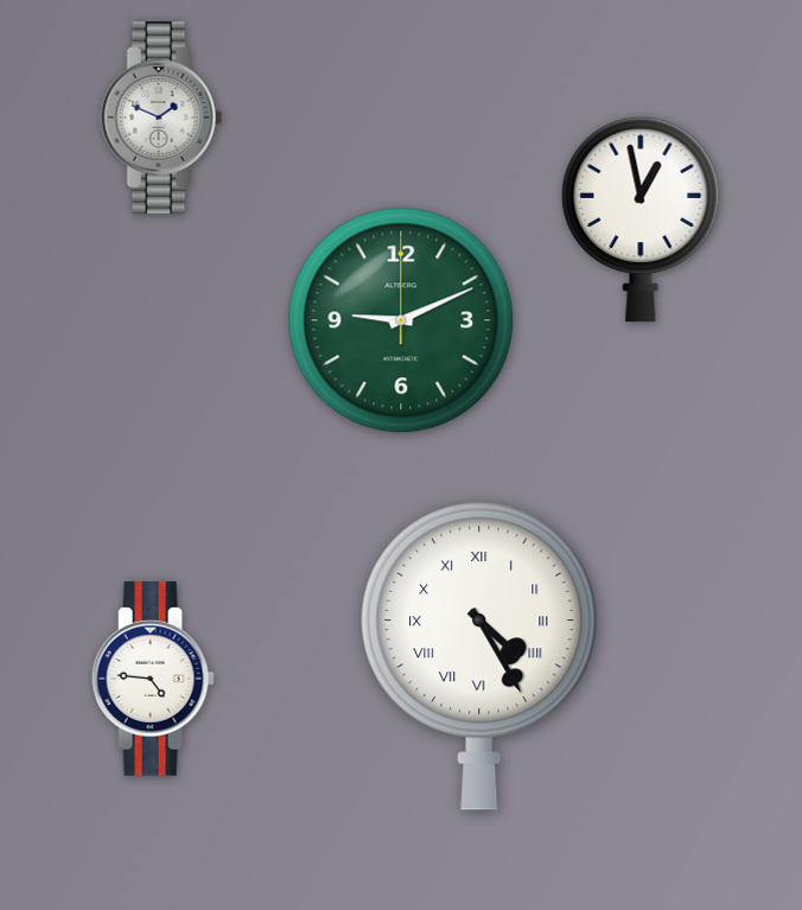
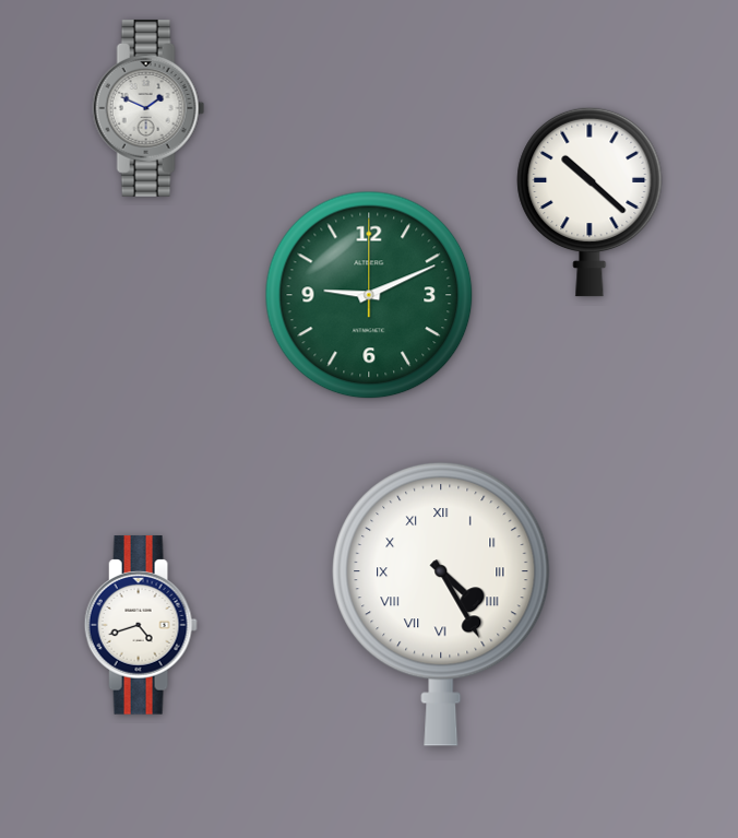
clock at (641, 219): 12:58 -> 10:22
clock at (153, 679): 4:46 -> 4:42
